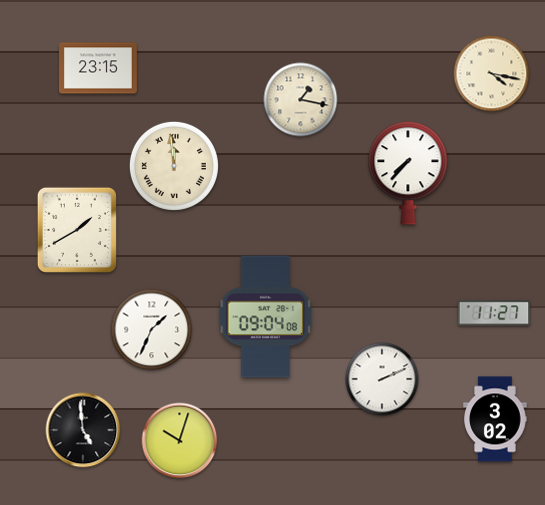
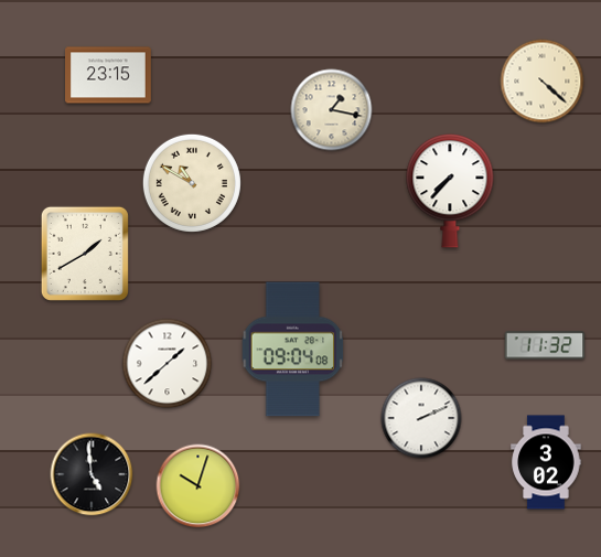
clock at (492, 74): 4:17 -> 4:22
clock at (174, 166): 11:59 -> 10:50
clock at (494, 313): 11:27 -> 11:32
clock at (152, 330): 1:34 -> 1:38
